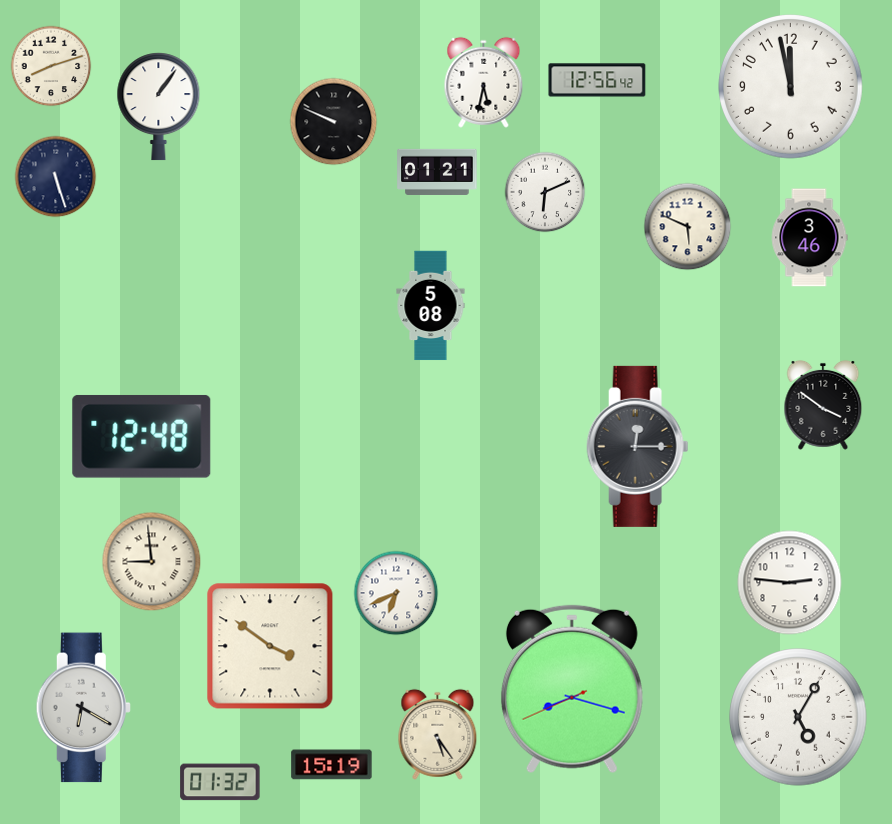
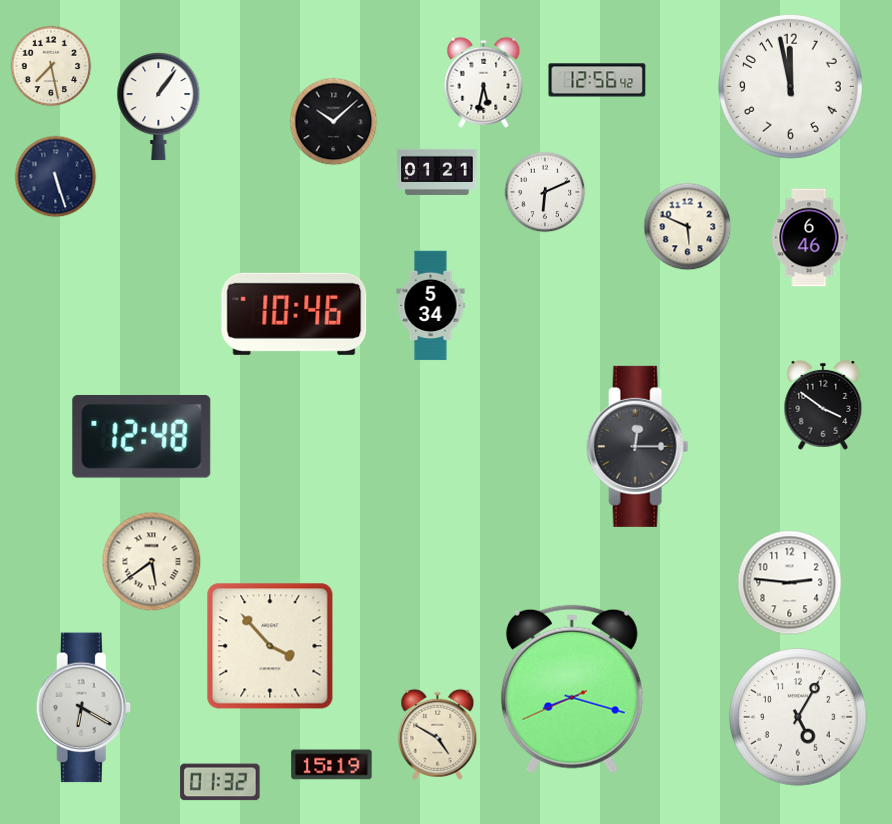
clock at (51, 66): 8:12 -> 7:28
clock at (333, 121): 9:49 -> 10:08
clock at (809, 238): 3:46 -> 6:46
clock at (431, 306): 5:08 -> 5:34
clock at (294, 314): none -> 10:46
clock at (152, 562): 8:59 -> 5:39
clock at (396, 593): 6:41 -> none
clock at (270, 646): 3:51 -> 3:53
clock at (438, 734): 5:24 -> 4:50
